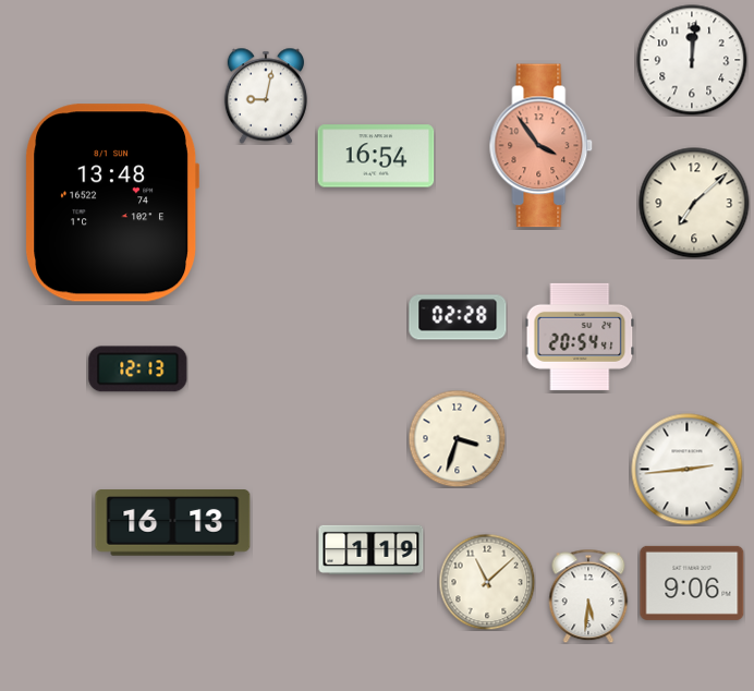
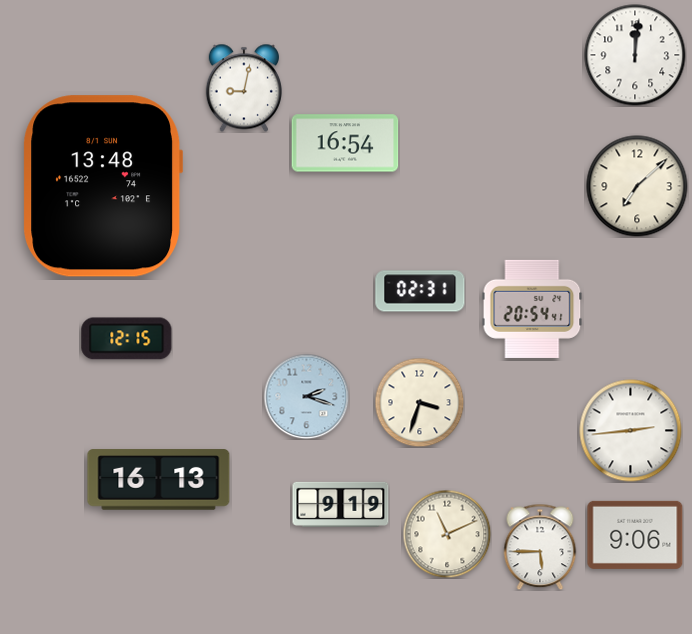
clock at (542, 146): 3:54 -> none
clock at (458, 317): 02:28 -> 02:31
clock at (138, 369): 12:13 -> 12:15
clock at (306, 396): none -> 2:18
clock at (372, 549): 1:19 -> 9:19
clock at (487, 582): 11:08 -> 11:11
clock at (588, 596): 5:31 -> 5:45
